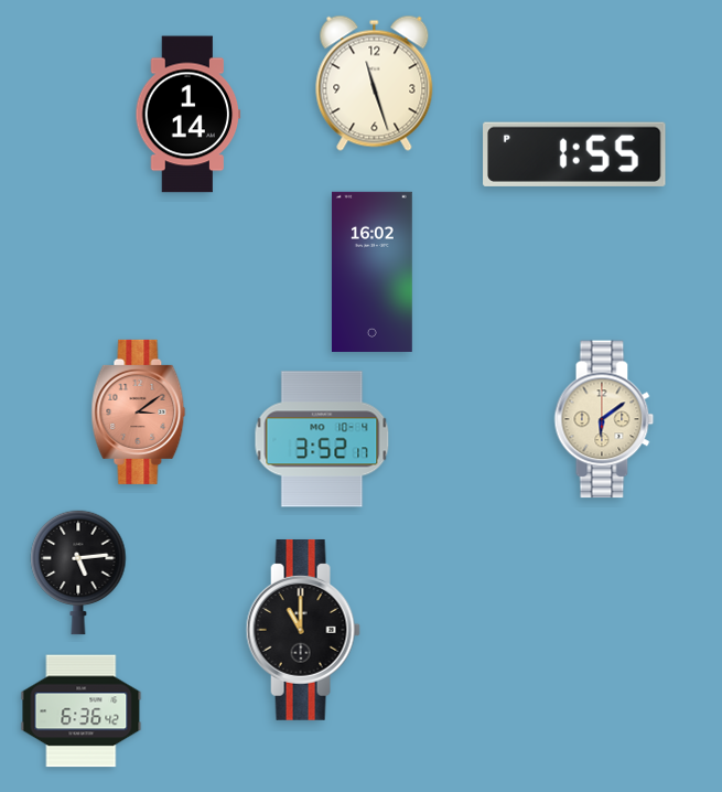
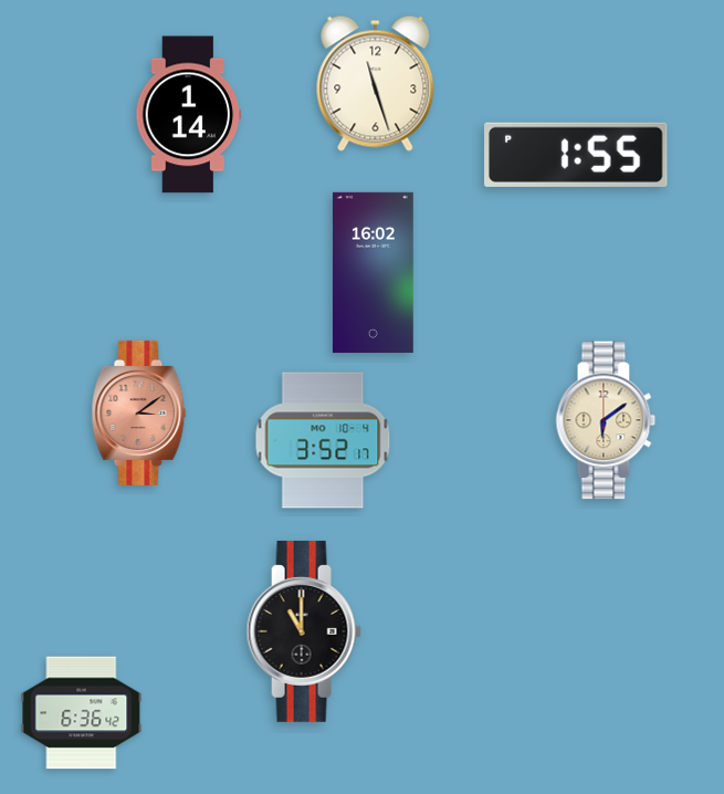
clock at (78, 572): 5:14 -> none
